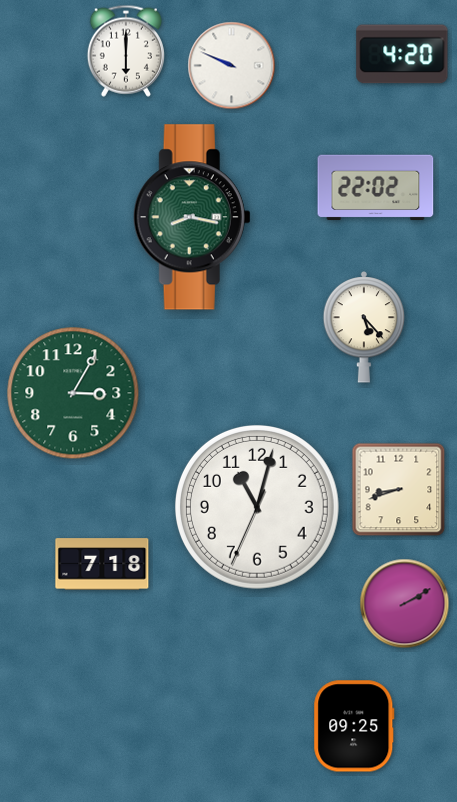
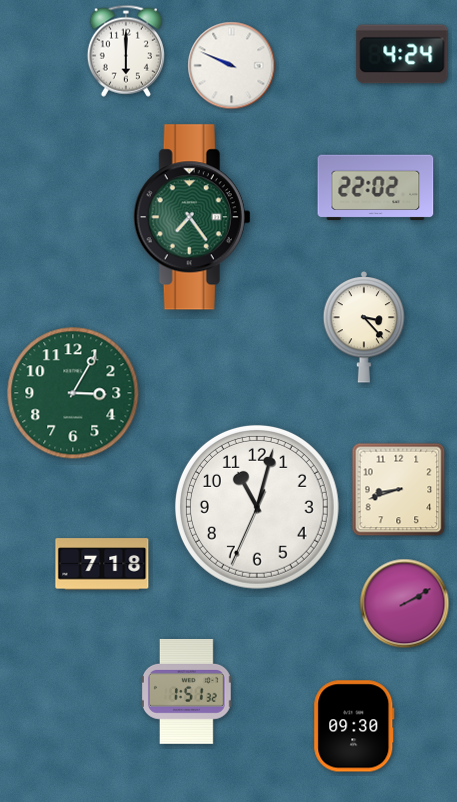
clock at (402, 54): 4:20 -> 4:24
clock at (192, 217): 8:17 -> 7:24
clock at (364, 328): 5:23 -> 3:23
clock at (186, 691): none -> 1:51
clock at (354, 726): 09:25 -> 09:30
